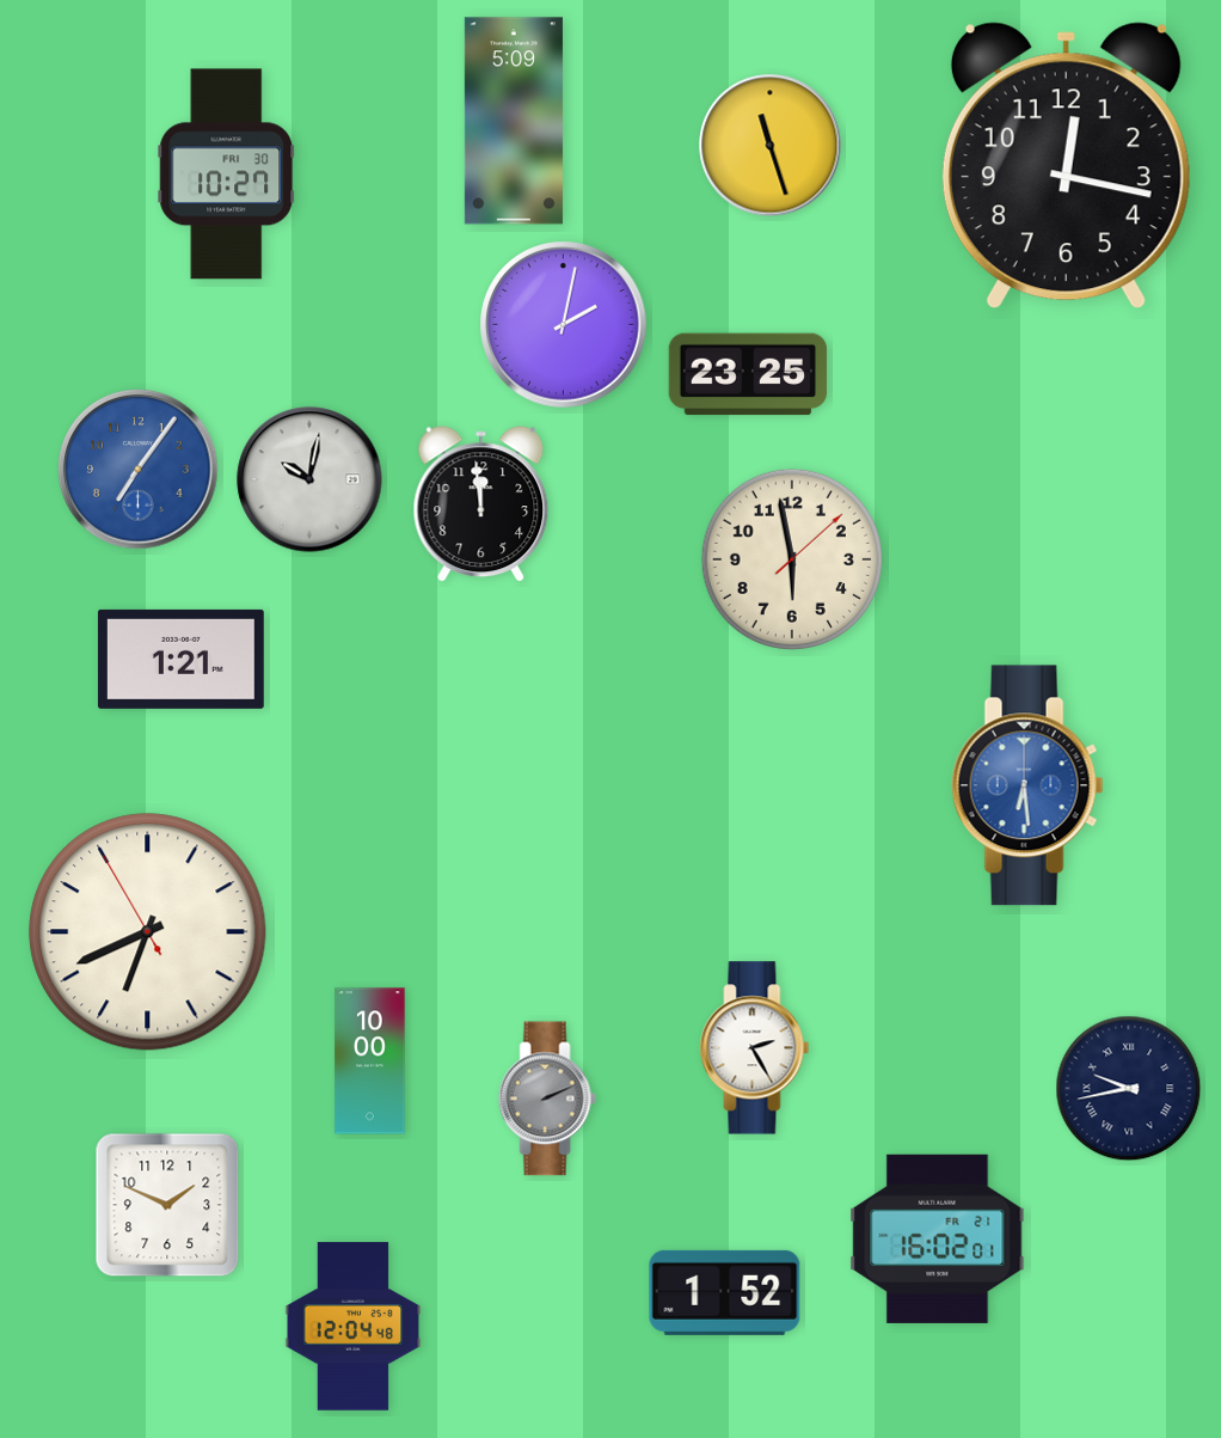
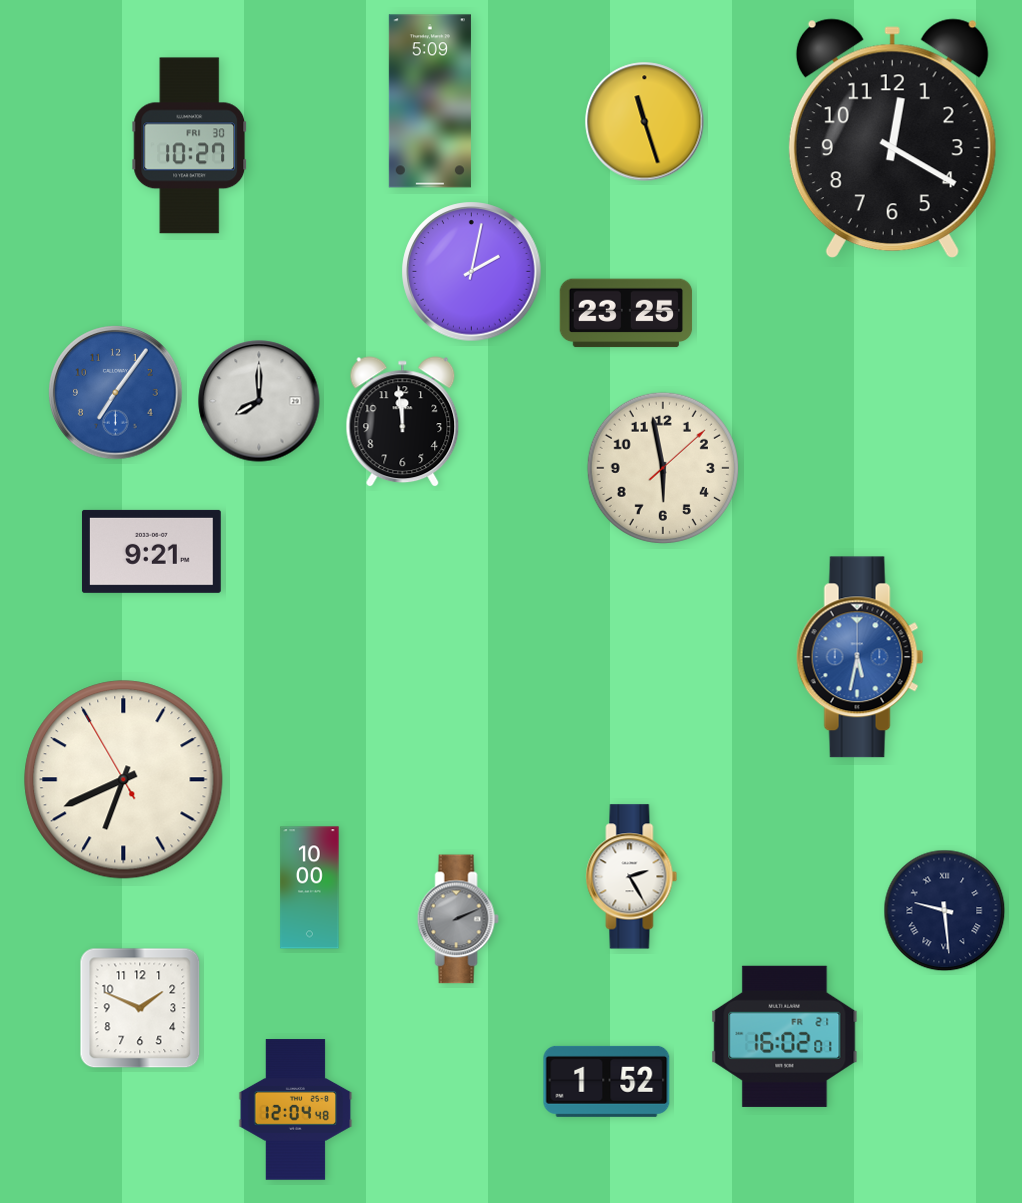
clock at (1066, 166): 12:17 -> 12:20
clock at (309, 479): 10:02 -> 8:00
clock at (180, 659): 1:21 -> 9:21
clock at (1027, 785): 6:29 -> 5:32
clock at (1129, 1089): 9:43 -> 9:29
